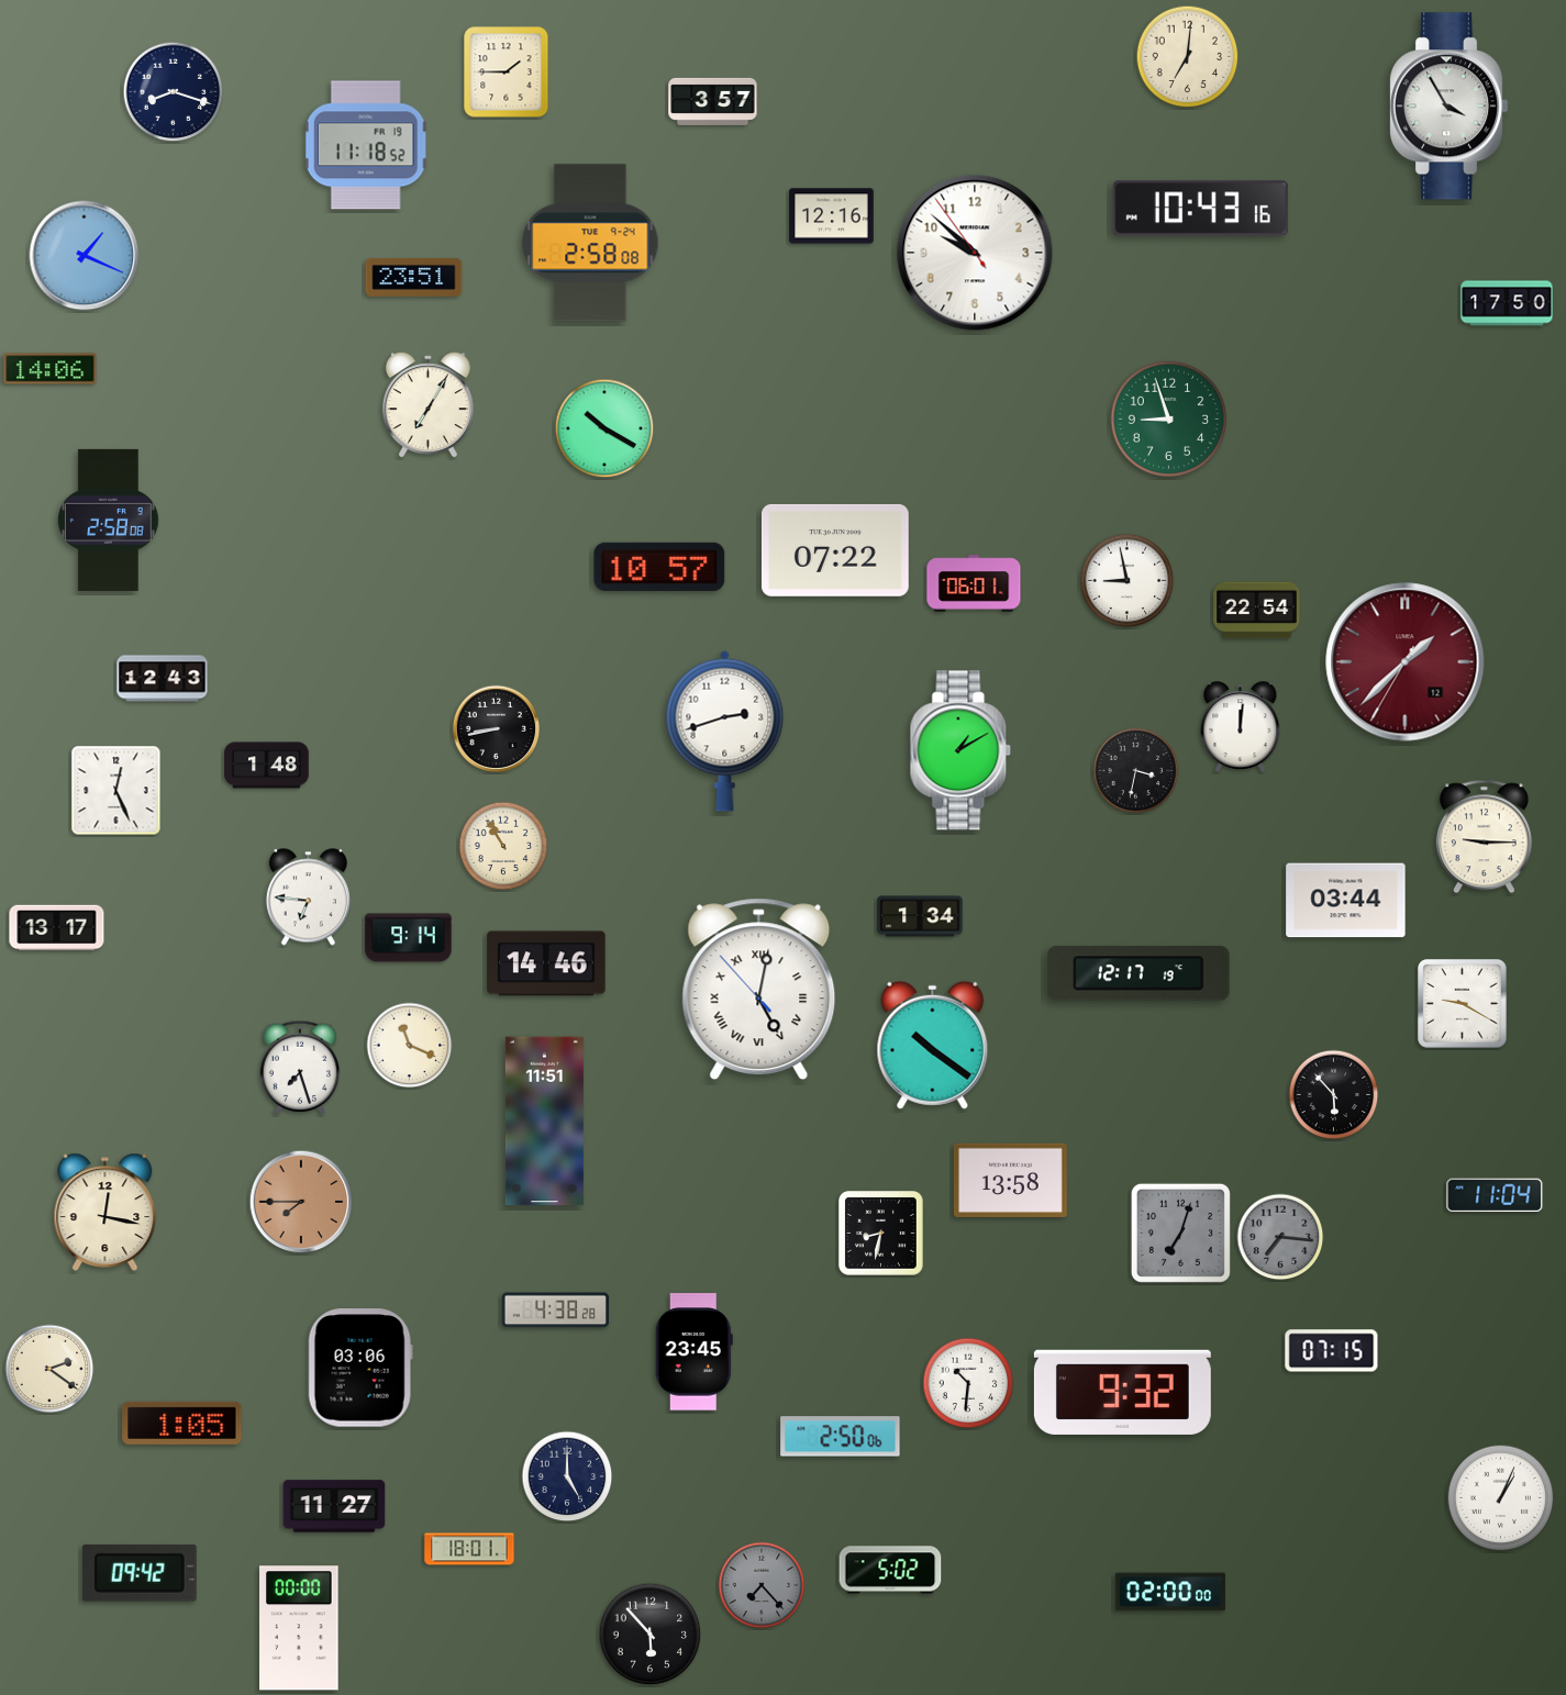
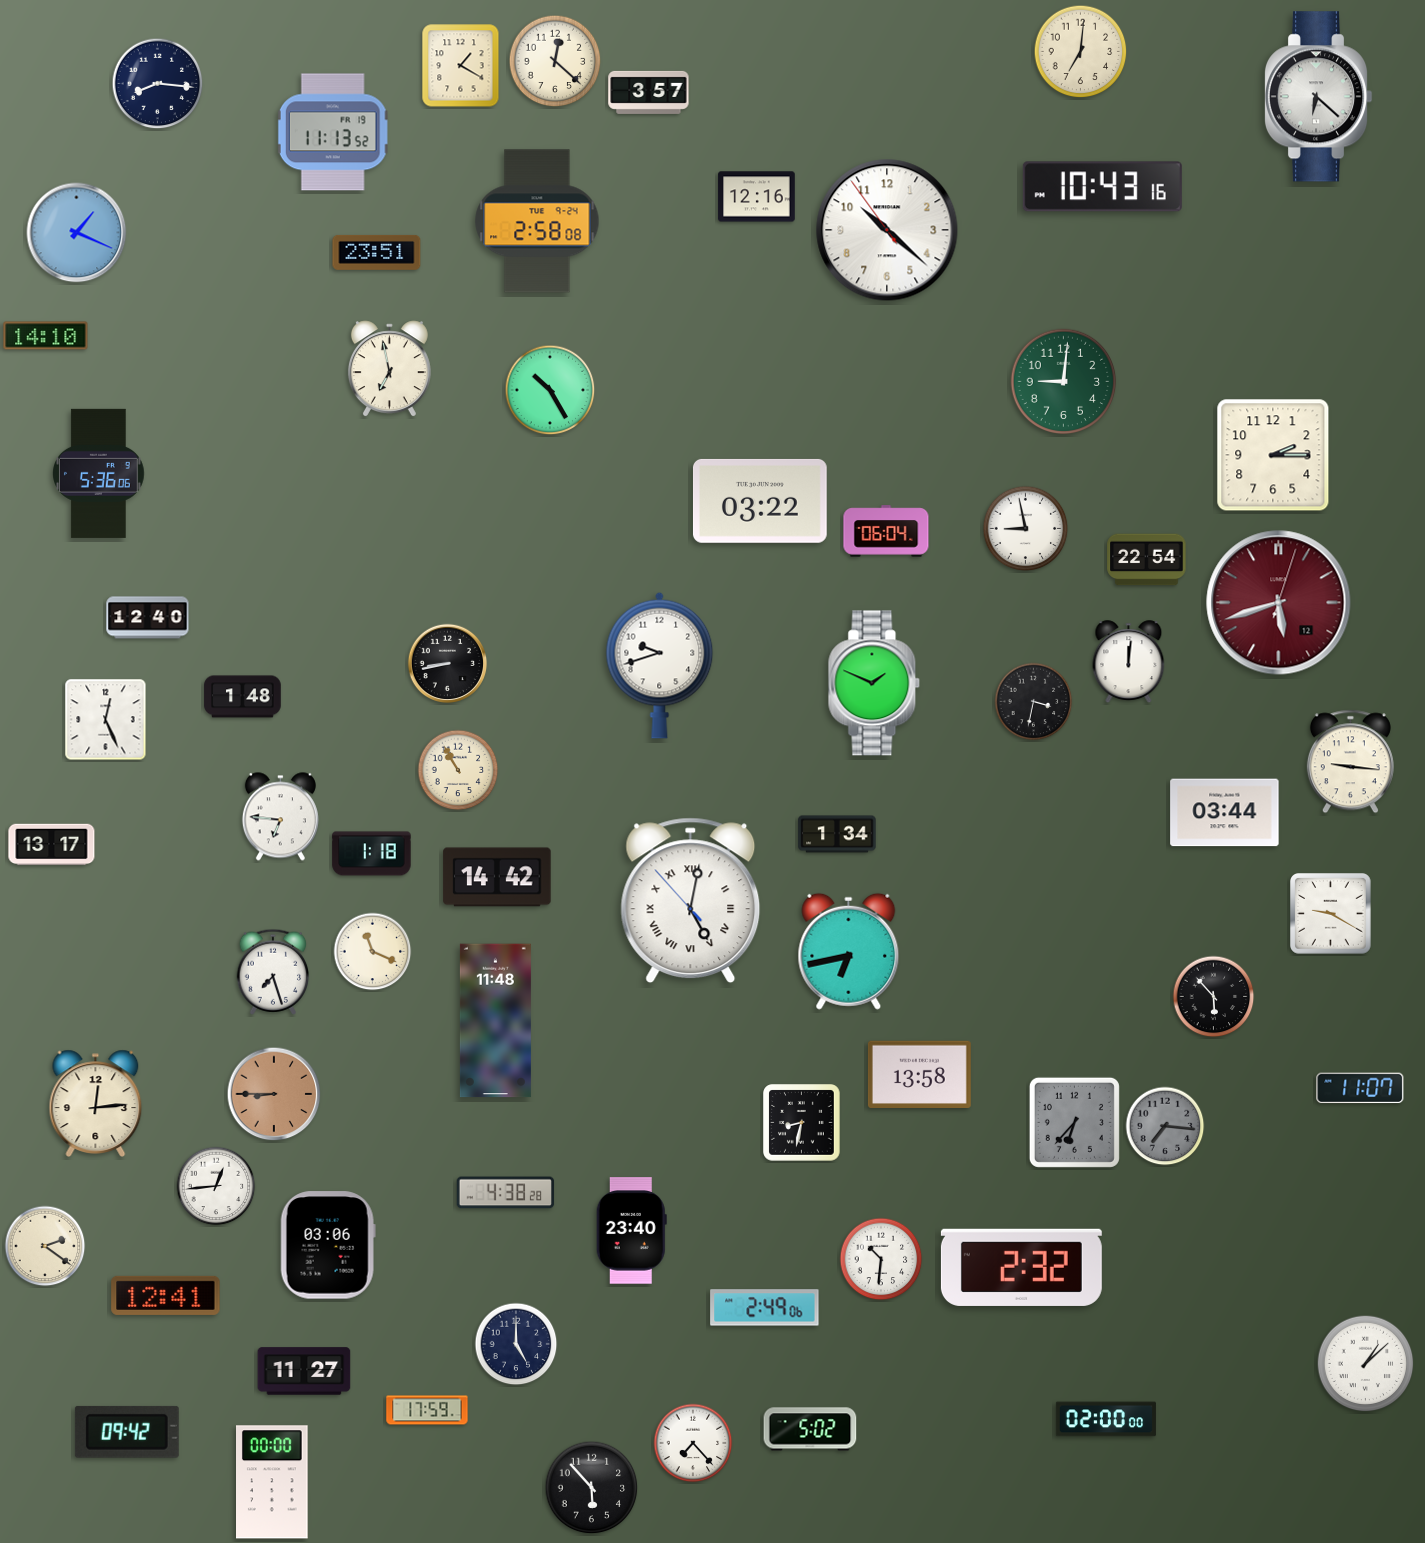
clock at (555, 61): none -> 12:22
clock at (507, 73): 1:45 -> 1:20
clock at (174, 92): 8:18 -> 8:16
clock at (1448, 107): 3:55 -> 6:22
clock at (366, 145): 11:18 -> 11:13
clock at (1200, 209) position: (1200, 209) -> (1102, 187)
clock at (975, 253): 9:51 -> 10:21
clock at (1507, 303): 17:50 -> none
clock at (51, 369): 14:06 -> 14:10
clock at (427, 405): 7:05 -> 6:58
clock at (1169, 420): 8:57 -> 9:01
clock at (604, 428): 10:20 -> 10:25
clock at (1273, 455): none -> 2:15
clock at (109, 520): 2:58 -> 5:36
clock at (835, 550): 07:22 -> 03:22
clock at (659, 567): 10:57 -> none
clock at (974, 583): 06:01 -> 06:04
clock at (1257, 611) position: (1257, 611) -> (1147, 560)
clock at (1406, 662): 1:37 -> 5:42
clock at (163, 679): 12:43 -> 12:40
clock at (497, 729) position: (497, 729) -> (448, 664)
clock at (725, 731): 2:42 -> 9:42
clock at (960, 750): 1:10 -> 1:49
clock at (1484, 837): 9:15 -> 9:16
clock at (1346, 901) position: (1346, 901) -> (1225, 813)
clock at (409, 938): 9:14 -> 1:18
clock at (546, 963): 14:46 -> 14:42
clock at (1139, 973): 12:17 -> none
clock at (933, 1045): 10:21 -> 6:43
clock at (544, 1122): 11:51 -> 11:48
clock at (1495, 1195): 11:04 -> 11:07
clock at (301, 1202): 7:45 -> 8:45
clock at (105, 1212): 12:17 -> 12:14
clock at (1180, 1233): 7:03 -> 6:37
clock at (216, 1186): none -> 12:44
clock at (1332, 1351): 07:15 -> none
clock at (693, 1352): 23:45 -> 23:40
clock at (1122, 1392): 9:32 -> 2:32
clock at (182, 1423): 1:05 -> 12:41
clock at (841, 1437): 2:50 -> 2:49
clock at (1501, 1498): 1:04 -> 1:08
clock at (469, 1549): 18:01 -> 17:59
clock at (762, 1585) dial: grey -> white
clock at (1170, 1592) position: (1170, 1592) -> (1106, 1419)
